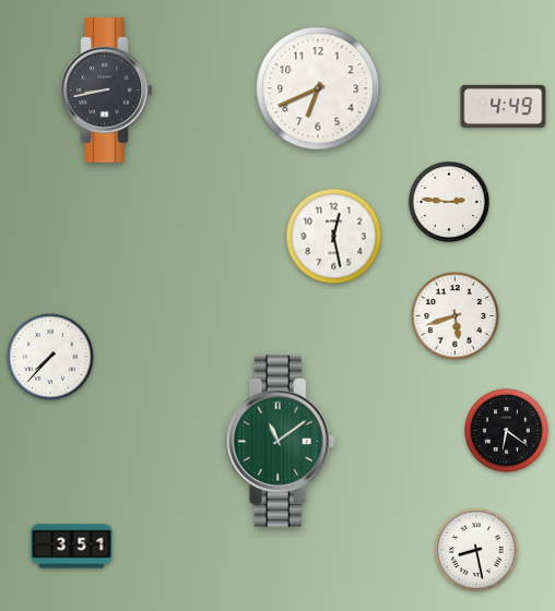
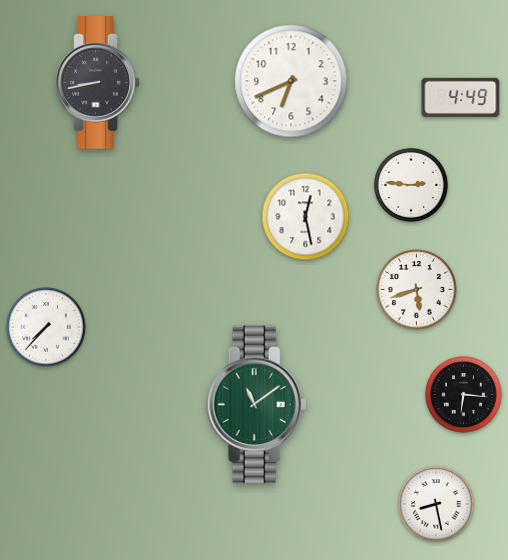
clock at (507, 431): 6:21 -> 6:16
clock at (72, 547): 3:51 -> none
